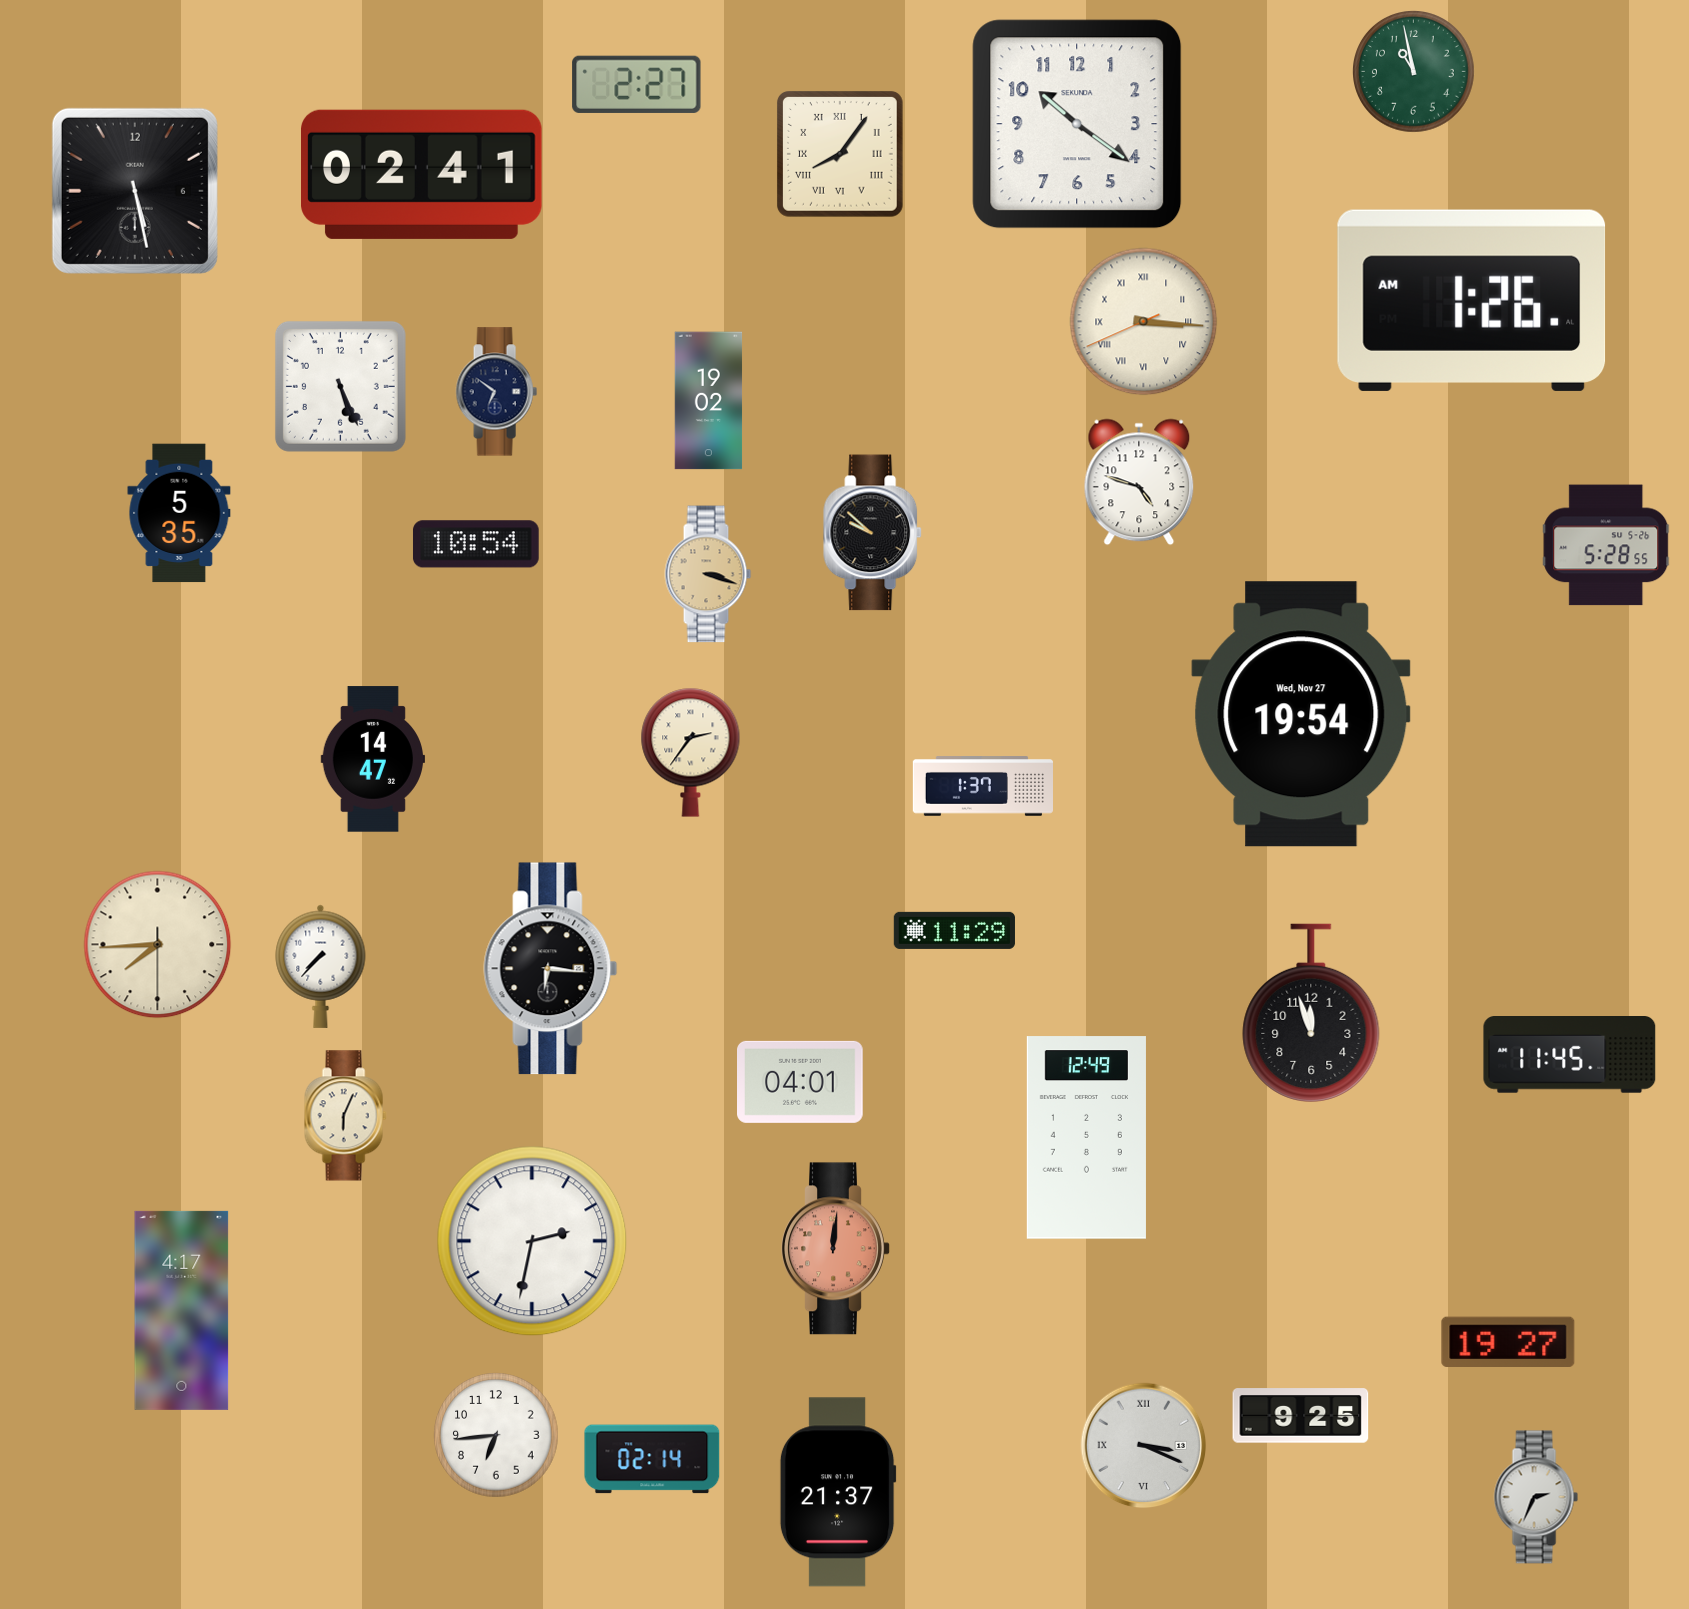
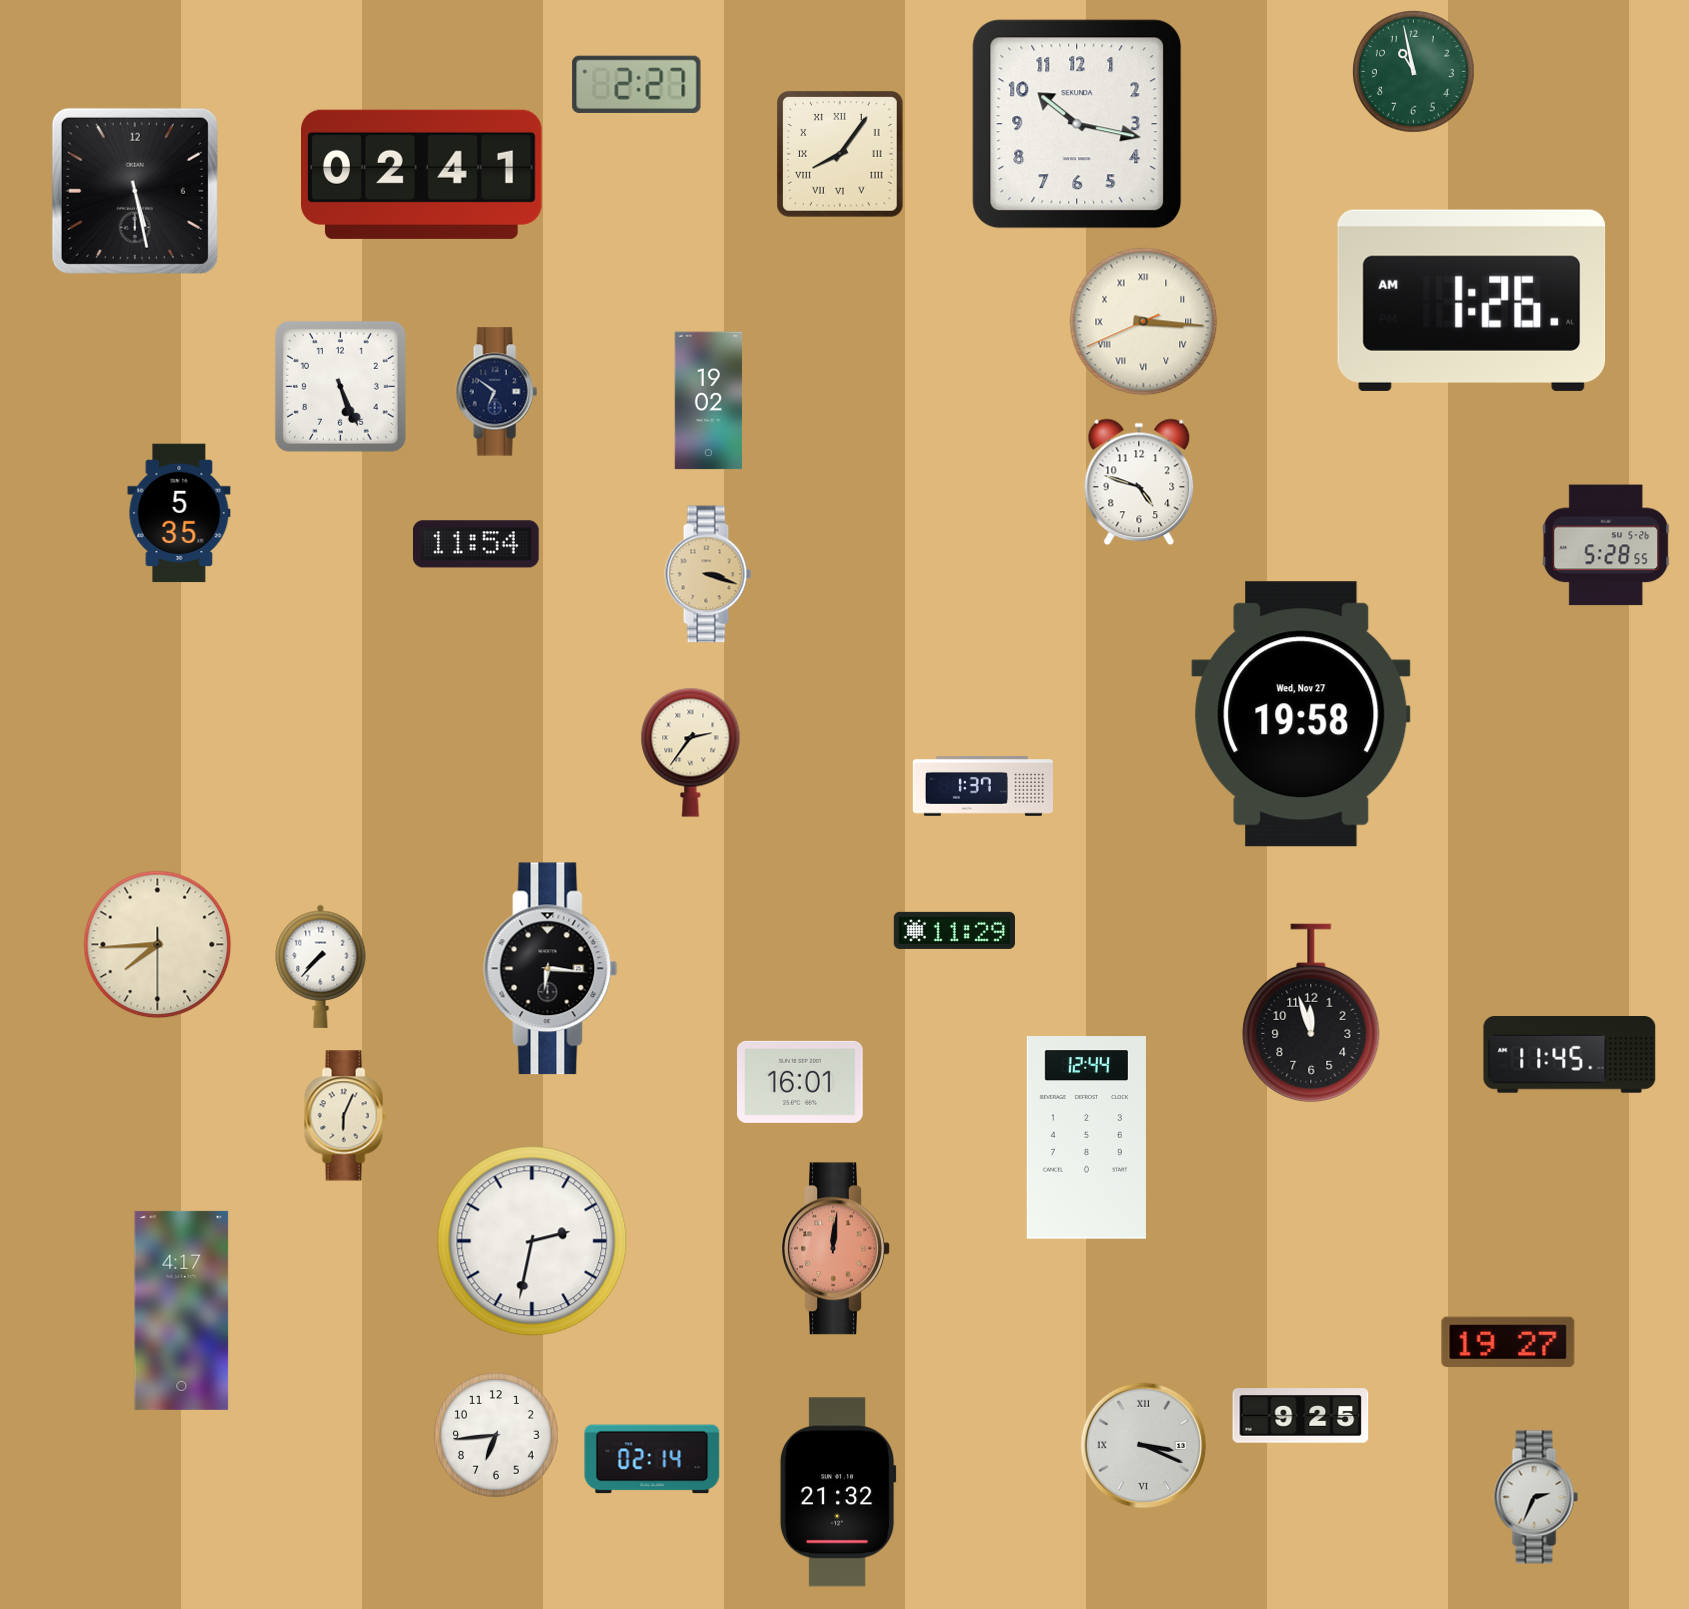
clock at (1077, 124): 10:21 -> 10:17
clock at (873, 533): 9:52 -> none
clock at (476, 544): 10:54 -> 11:54
clock at (1301, 714): 19:54 -> 19:58
clock at (372, 759): 14:47 -> none
clock at (801, 1082): 04:01 -> 16:01
clock at (1086, 1138): 12:49 -> 12:44
clock at (838, 1492): 21:37 -> 21:32
